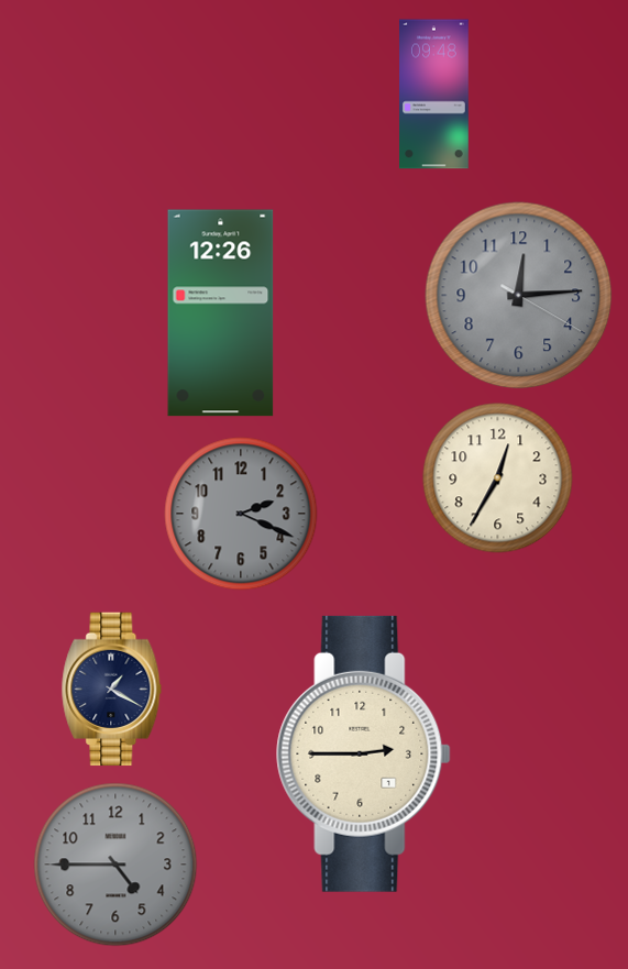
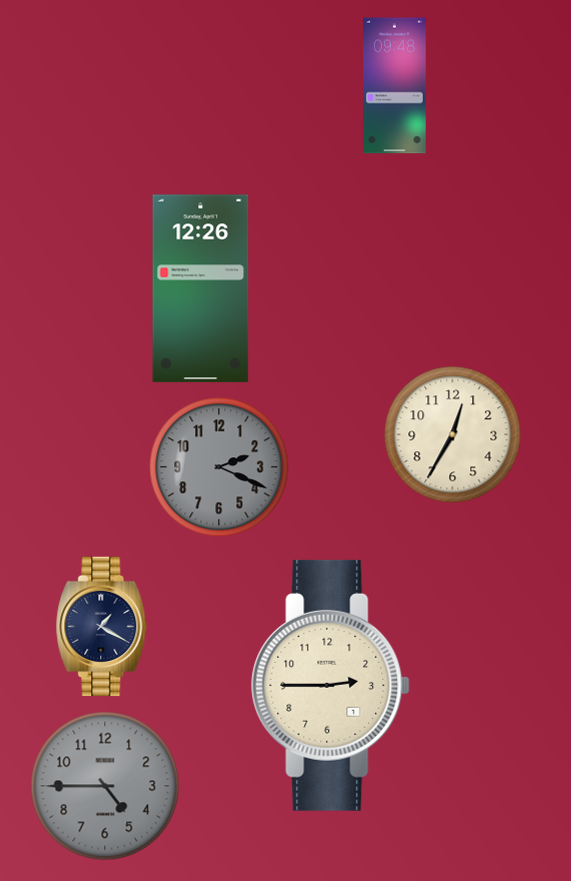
clock at (519, 296): 12:14 -> none
clock at (221, 313) position: (221, 313) -> (201, 289)
